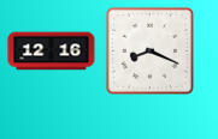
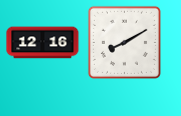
clock at (149, 50): 8:19 -> 8:10
